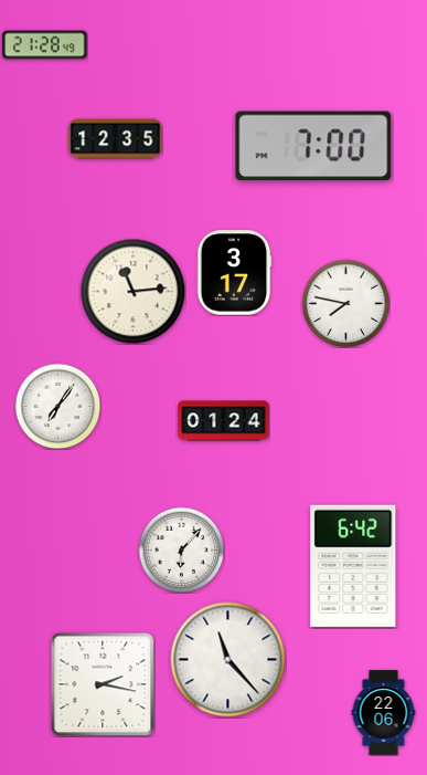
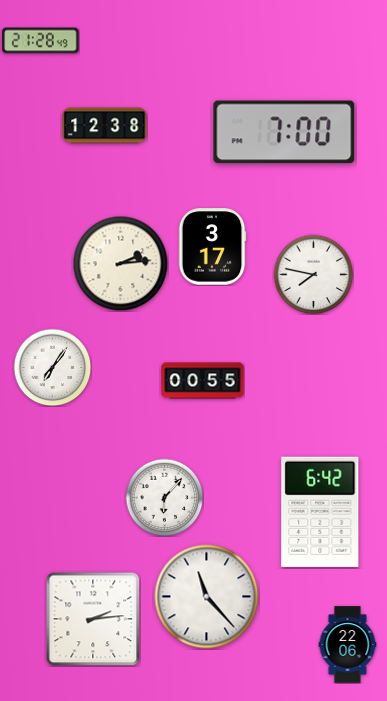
clock at (116, 139): 12:35 -> 12:38
clock at (132, 291): 11:14 -> 2:14
clock at (224, 421): 01:24 -> 00:55
clock at (103, 684): 2:17 -> 2:14
